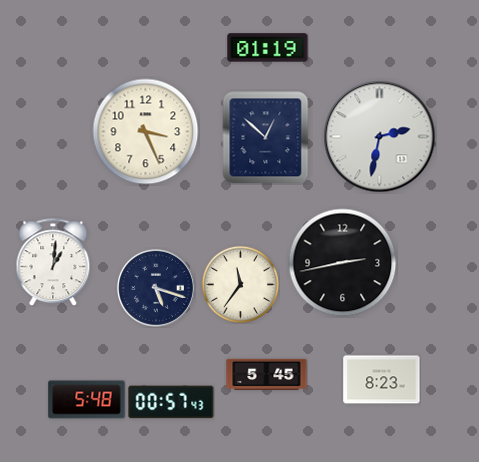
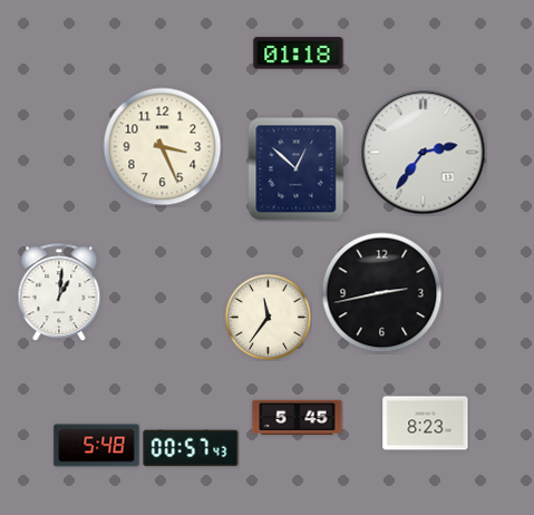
clock at (268, 48): 01:19 -> 01:18
clock at (380, 137): 2:32 -> 2:36
clock at (266, 138) position: (266, 138) -> (297, 169)
clock at (156, 288): 5:18 -> none
